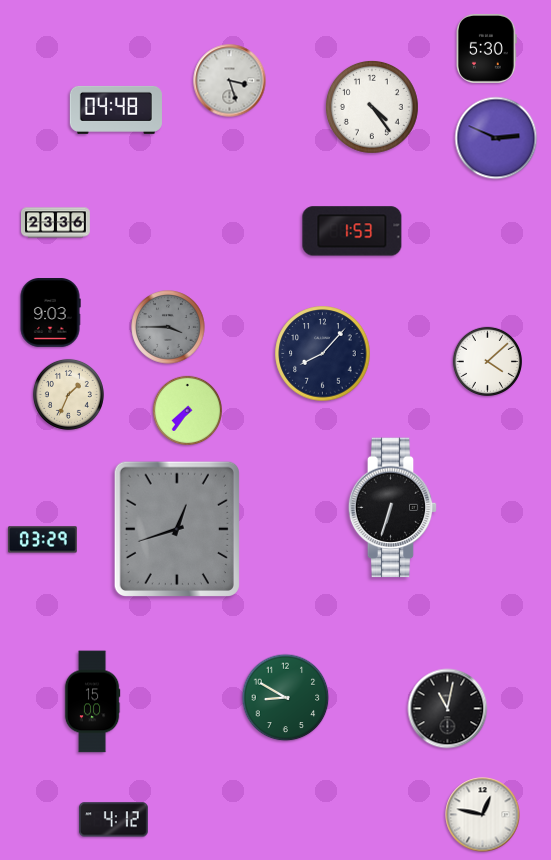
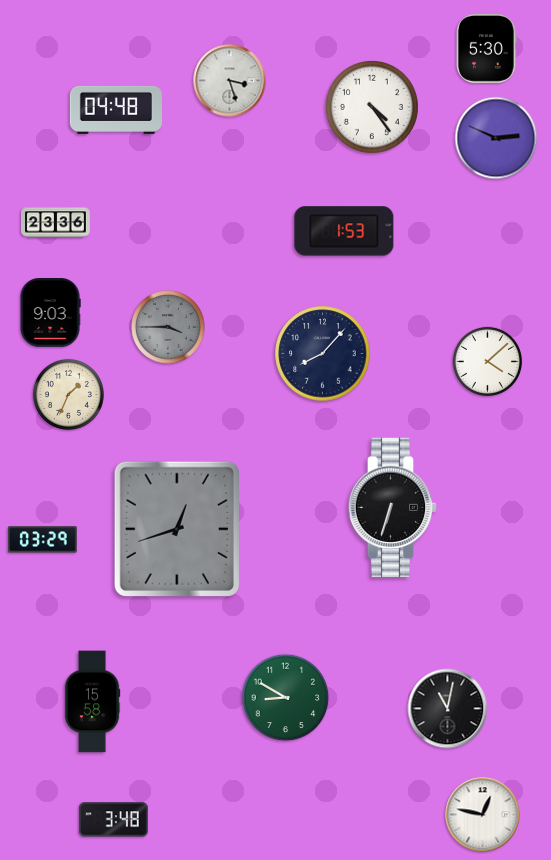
clock at (352, 231) position: (352, 231) -> (344, 231)
clock at (187, 410): 7:36 -> none
clock at (92, 702): 15:00 -> 15:58
clock at (113, 820): 4:12 -> 3:48
